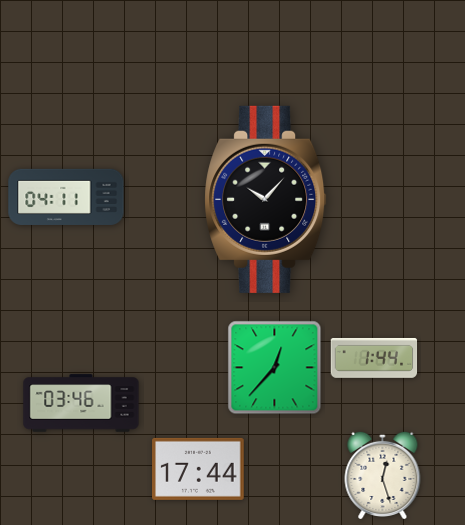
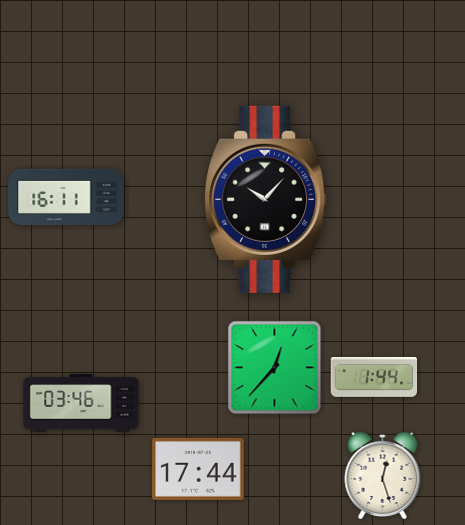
clock at (66, 197): 04:11 -> 16:11
clock at (374, 358) position: (374, 358) -> (374, 377)
